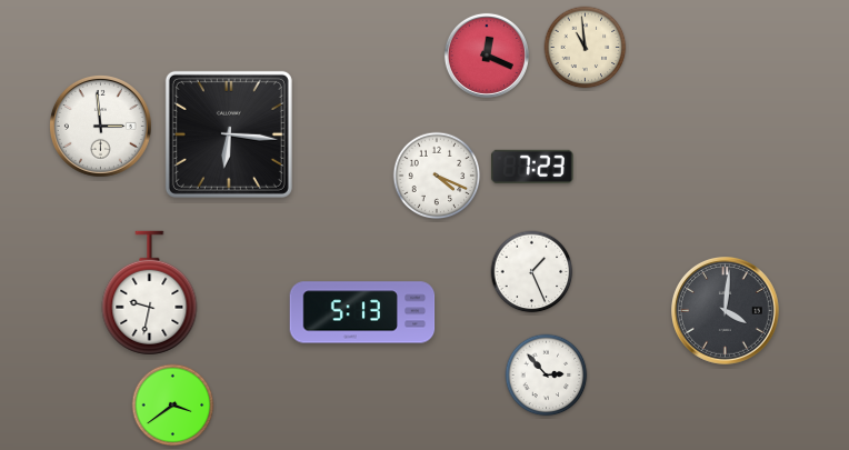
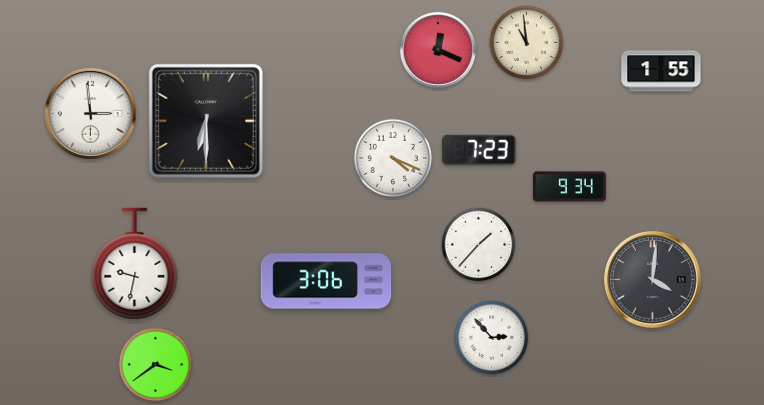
clock at (661, 71): none -> 1:55
clock at (229, 134): 6:16 -> 6:30
clock at (569, 187): none -> 9:34
clock at (532, 272): 1:26 -> 1:37
clock at (362, 312): 5:13 -> 3:06
